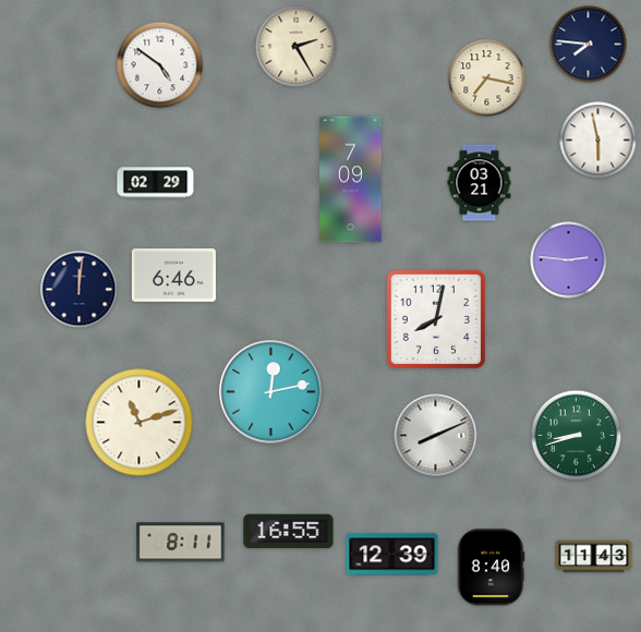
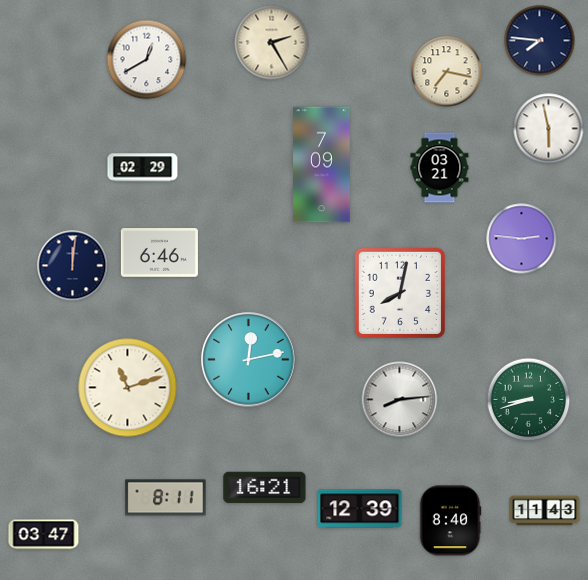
clock at (160, 65): 4:51 -> 12:40
clock at (436, 436): 8:11 -> 8:14
clock at (289, 532): 16:55 -> 16:21
clock at (44, 535): none -> 03:47
